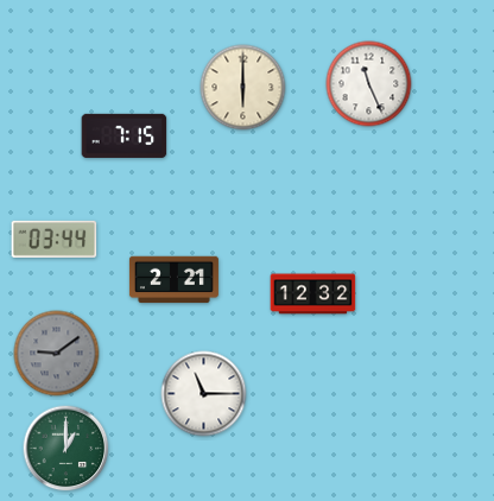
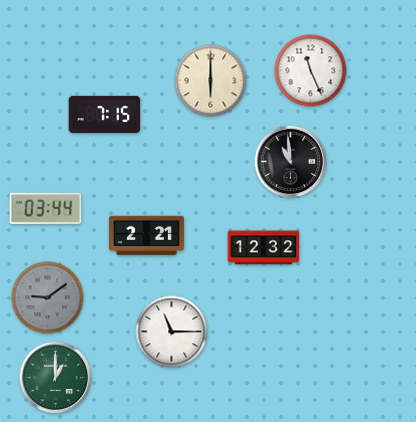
clock at (243, 88) position: (243, 88) -> (211, 81)
clock at (291, 162): none -> 10:59
clock at (55, 239) position: (55, 239) -> (46, 208)
